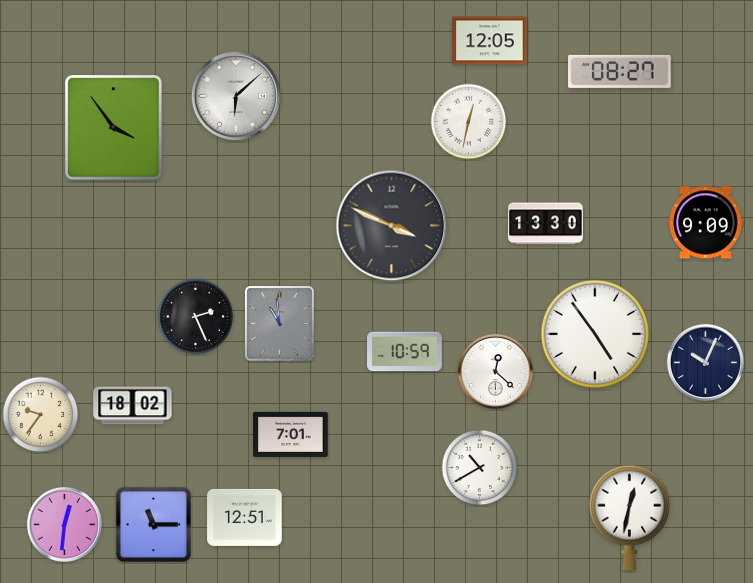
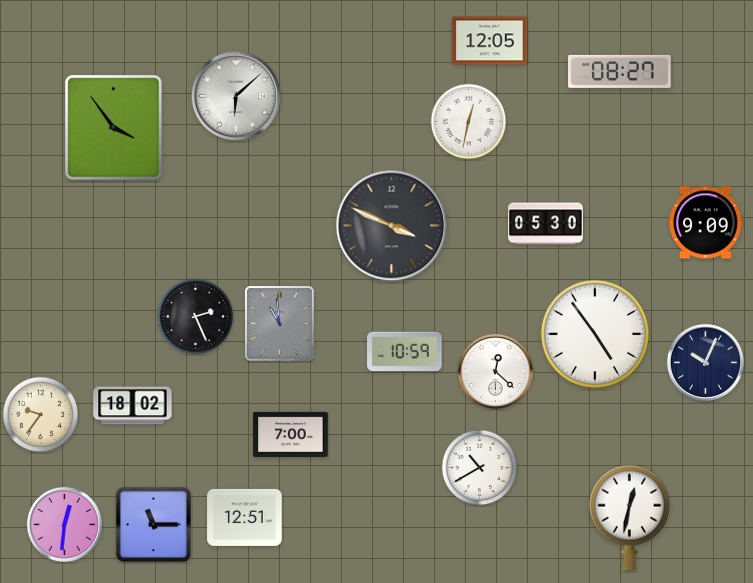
clock at (546, 224): 13:30 -> 05:30
clock at (291, 434): 7:01 -> 7:00
